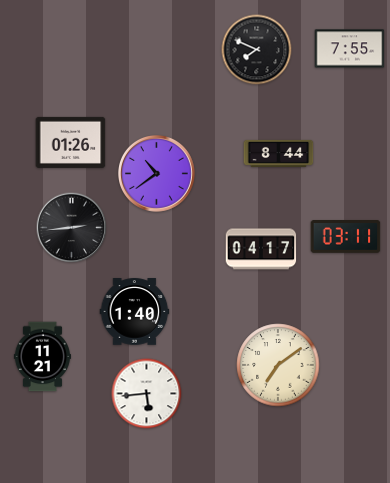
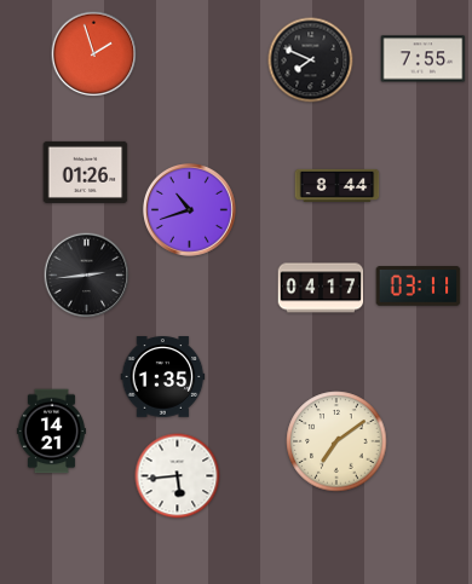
clock at (94, 54): none -> 1:57
clock at (157, 174): 10:39 -> 10:42
clock at (261, 249) position: (261, 249) -> (321, 288)
clock at (135, 312): 1:40 -> 1:35
clock at (42, 357): 11:21 -> 14:21
